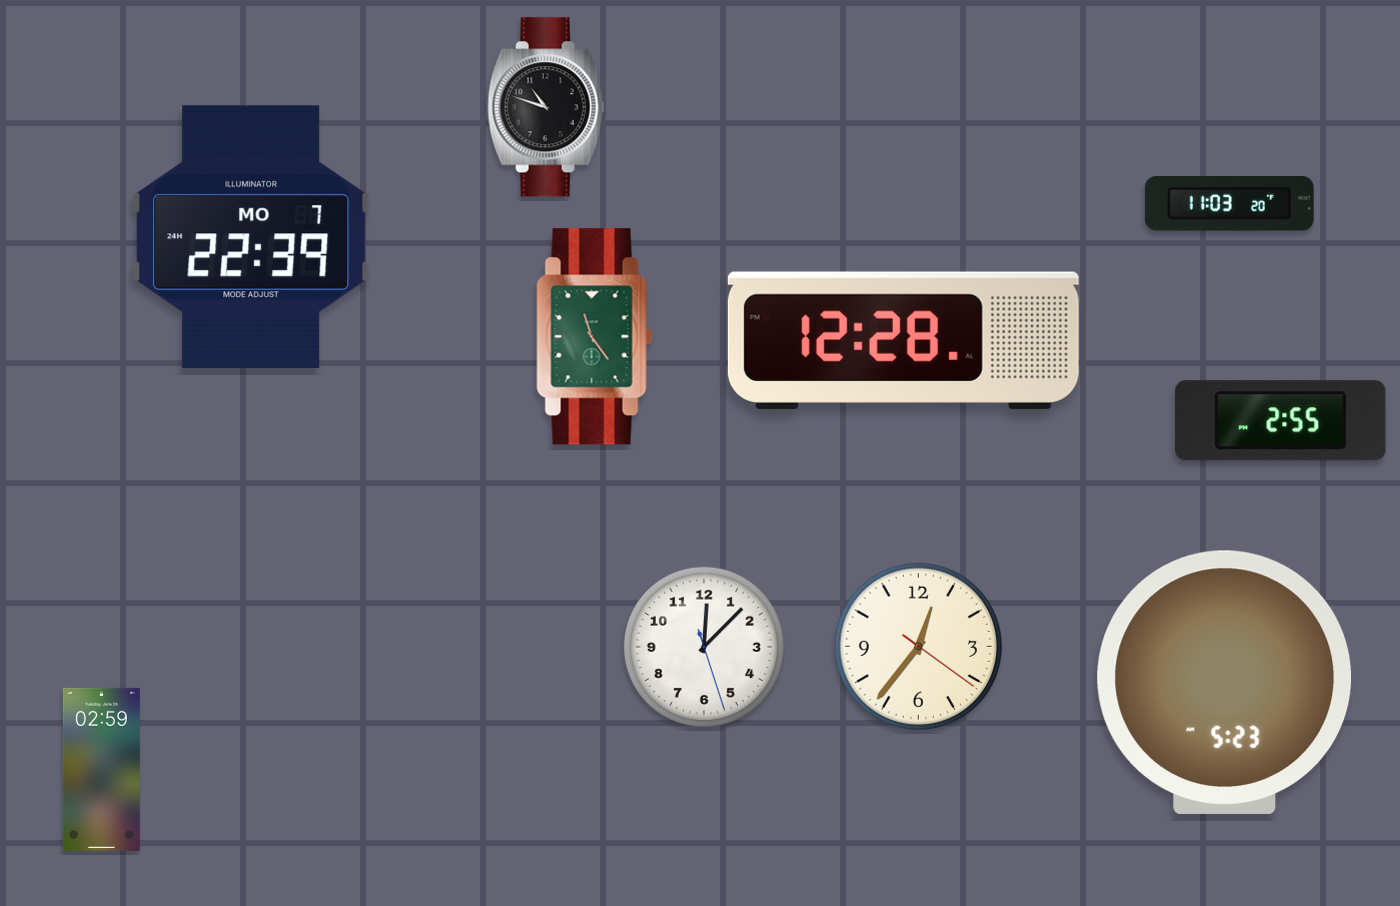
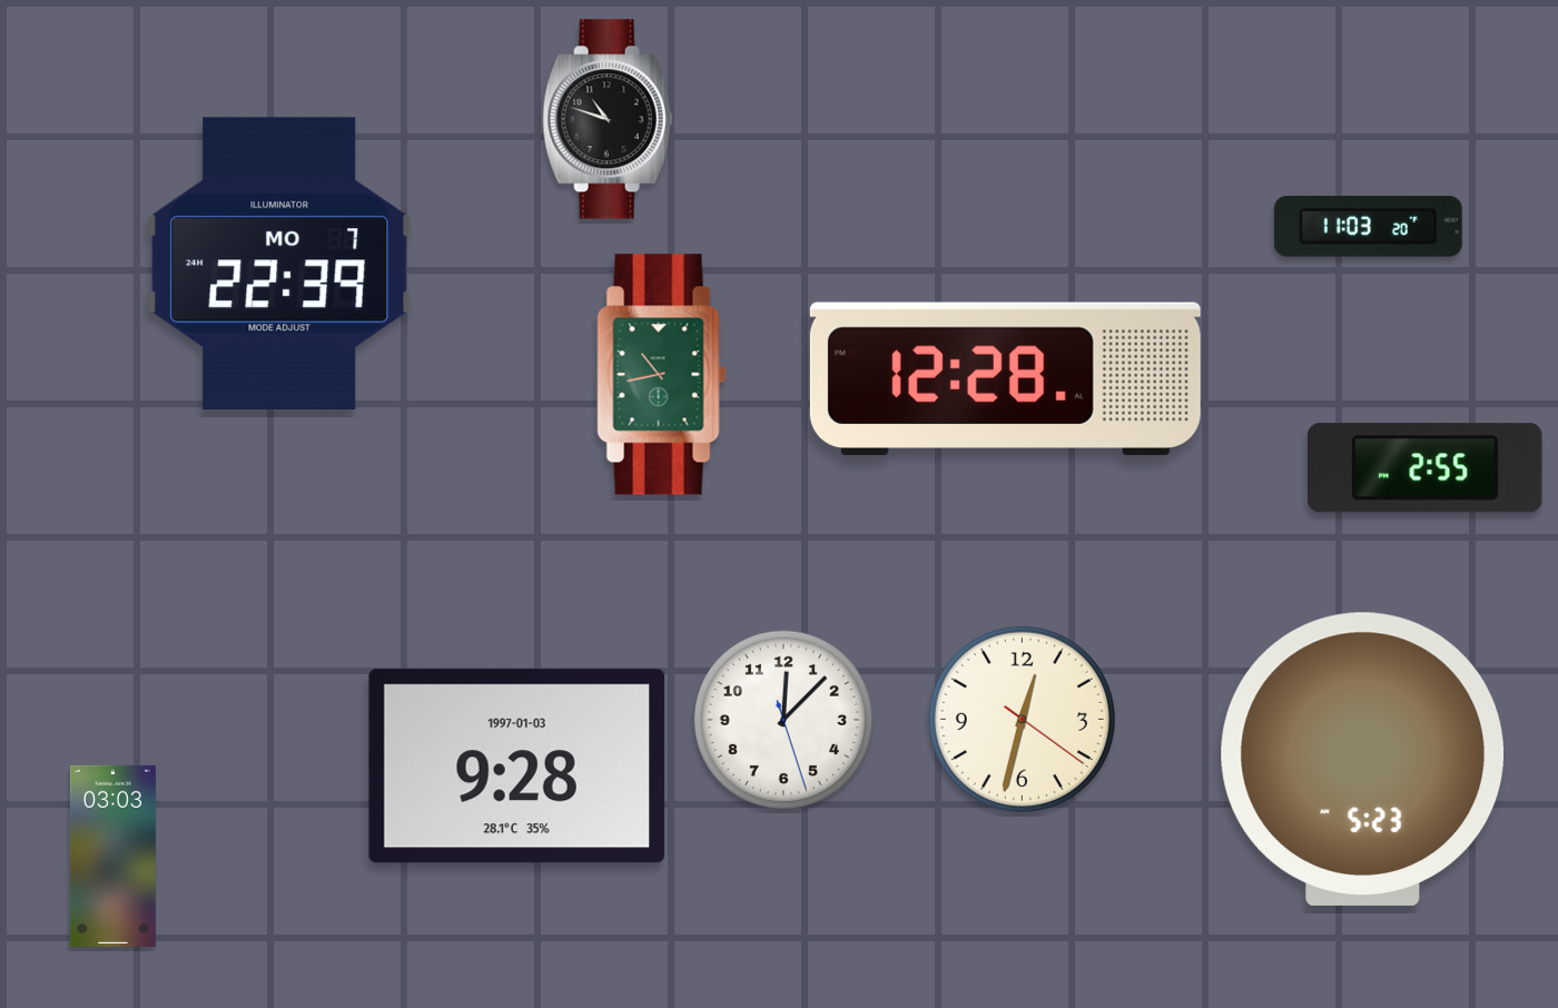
clock at (595, 337): 11:24 -> 10:43
clock at (918, 646): 12:36 -> 12:32
clock at (516, 767): none -> 9:28
clock at (101, 769): 02:59 -> 03:03
